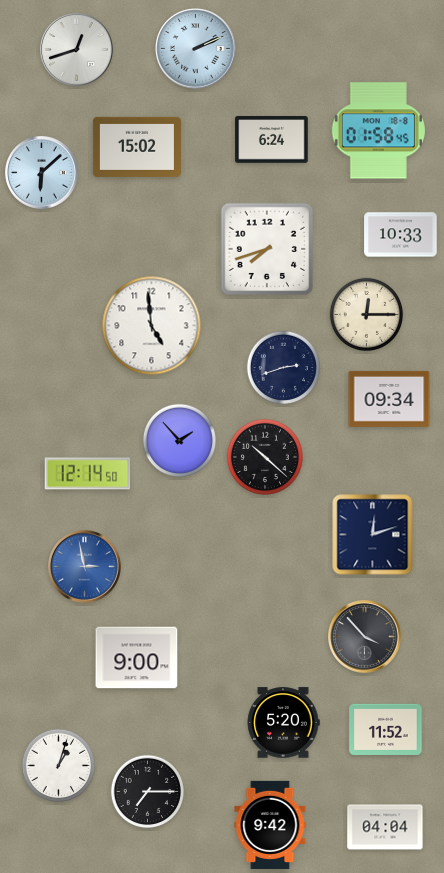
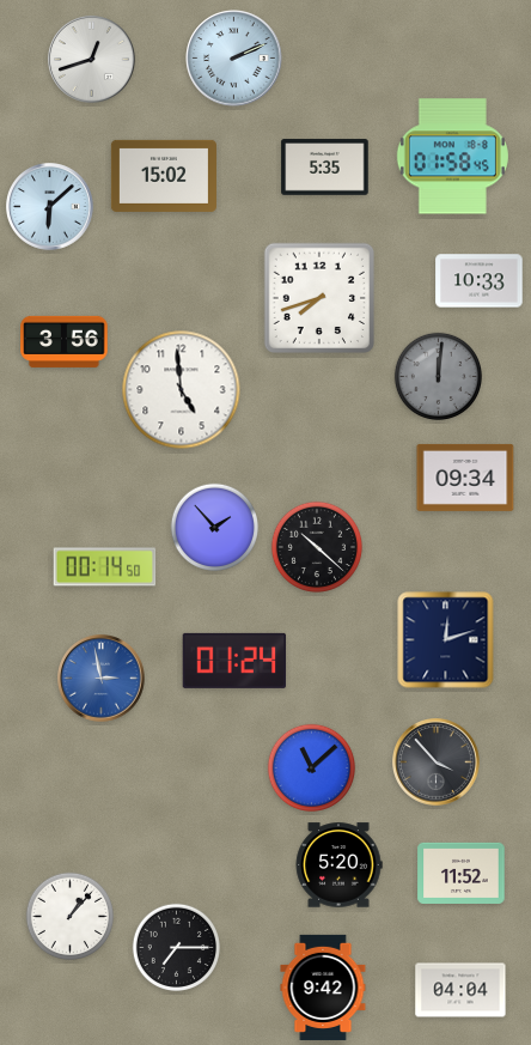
clock at (272, 140): 6:24 -> 5:35
clock at (65, 341): none -> 3:56
clock at (366, 314): 12:15 -> 12:01
clock at (366, 314) dial: cream -> grey
clock at (283, 367): 2:42 -> none
clock at (88, 474): 12:14 -> 00:14
clock at (234, 661): none -> 01:24
clock at (311, 767): none -> 11:08
clock at (137, 658): 9:00 -> none
clock at (58, 765): 1:03 -> 1:07
